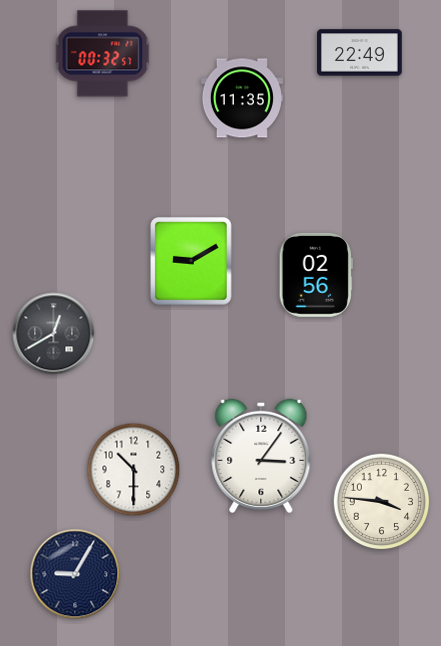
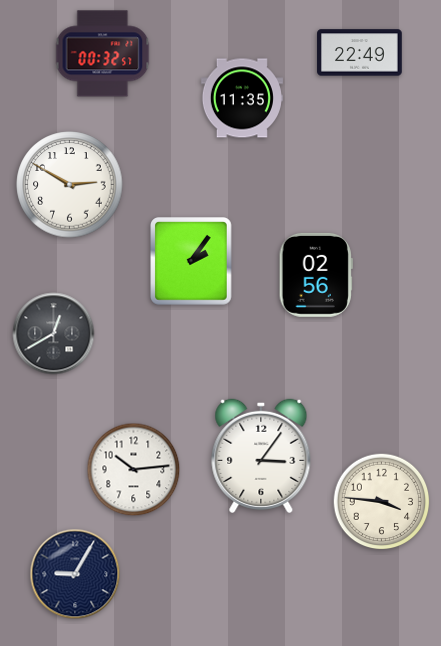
clock at (70, 185): none -> 2:50
clock at (192, 262): 9:10 -> 2:06
clock at (134, 470): 10:30 -> 10:14
